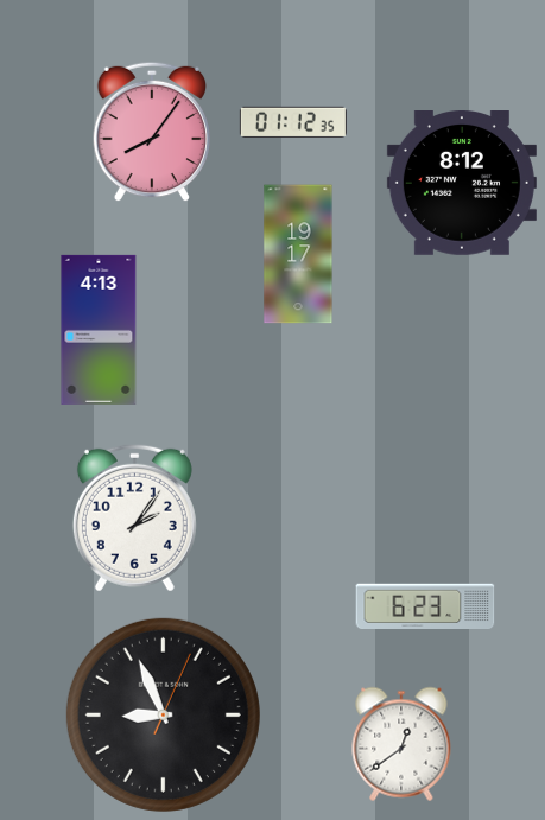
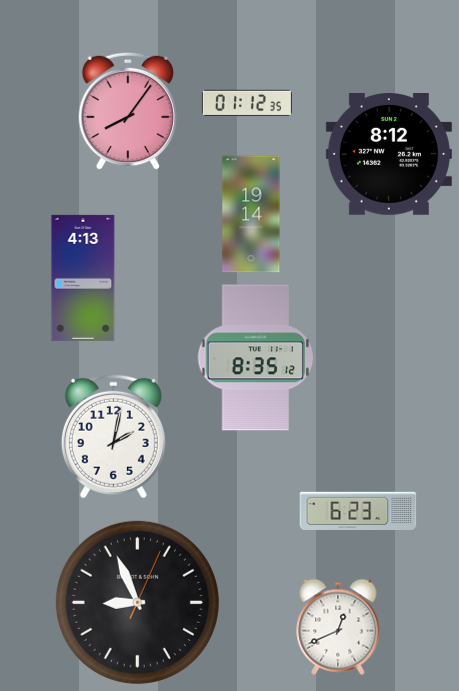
clock at (298, 254): 19:17 -> 19:14
clock at (256, 358): none -> 8:35
clock at (134, 517): 2:06 -> 2:02
clock at (401, 744): 12:39 -> 12:41
